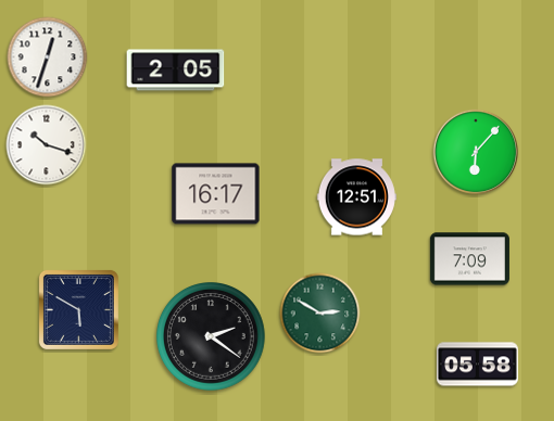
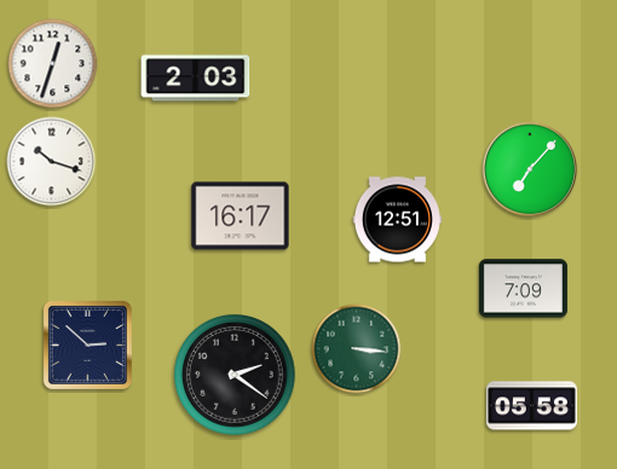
clock at (176, 71): 2:05 -> 2:03
clock at (476, 152): 6:07 -> 7:07
clock at (78, 309): 5:50 -> 2:52
clock at (320, 314): 2:50 -> 3:16
